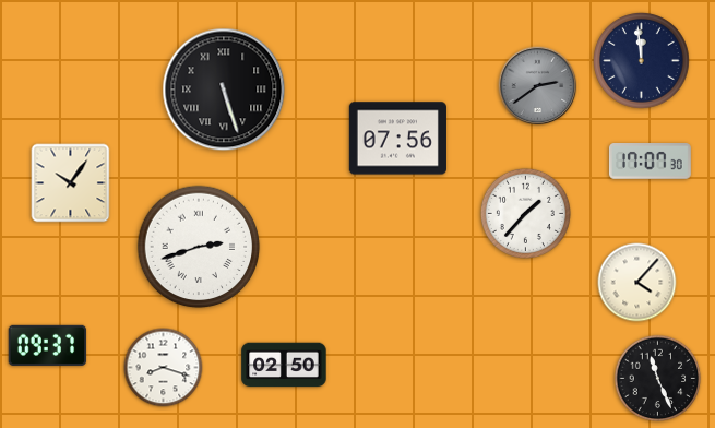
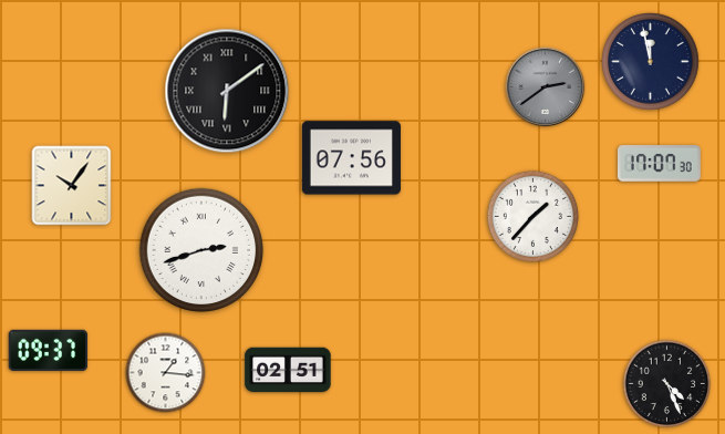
clock at (642, 61): 11:59 -> 11:58
clock at (224, 90): 5:27 -> 6:09
clock at (397, 139) position: (397, 139) -> (351, 158)
clock at (637, 283): 4:07 -> none
clock at (284, 365): 02:50 -> 02:51
clock at (164, 368): 8:18 -> 1:16
clock at (658, 379): 11:26 -> 4:26
